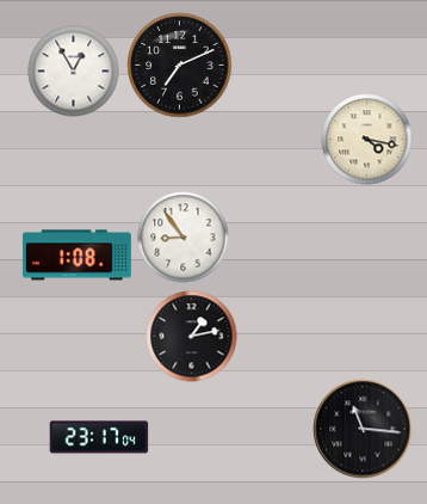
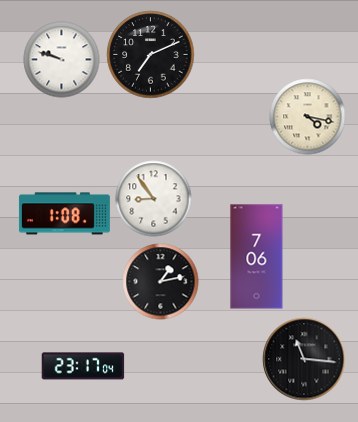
clock at (74, 72): 12:55 -> 9:48
clock at (257, 257): none -> 7:06
